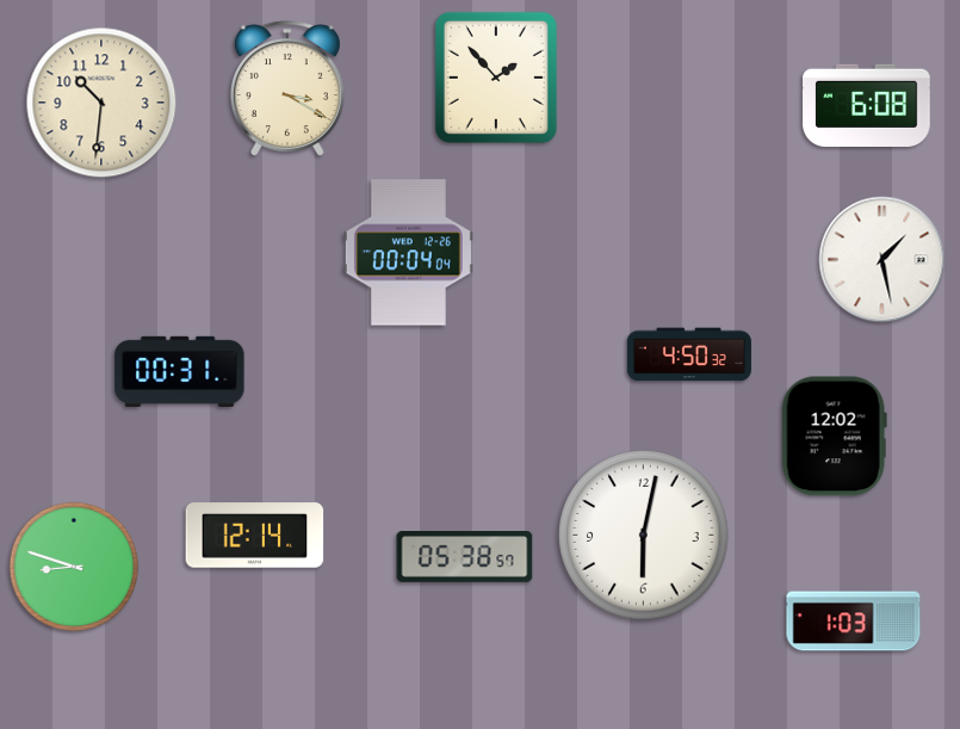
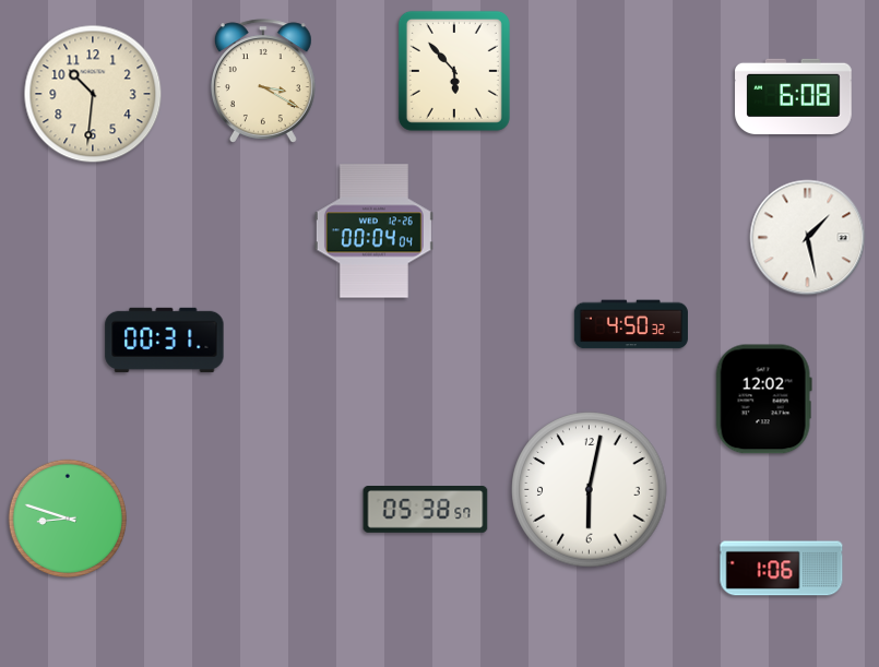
clock at (496, 78): 1:53 -> 5:53
clock at (255, 536): 12:14 -> none
clock at (854, 622): 1:03 -> 1:06
